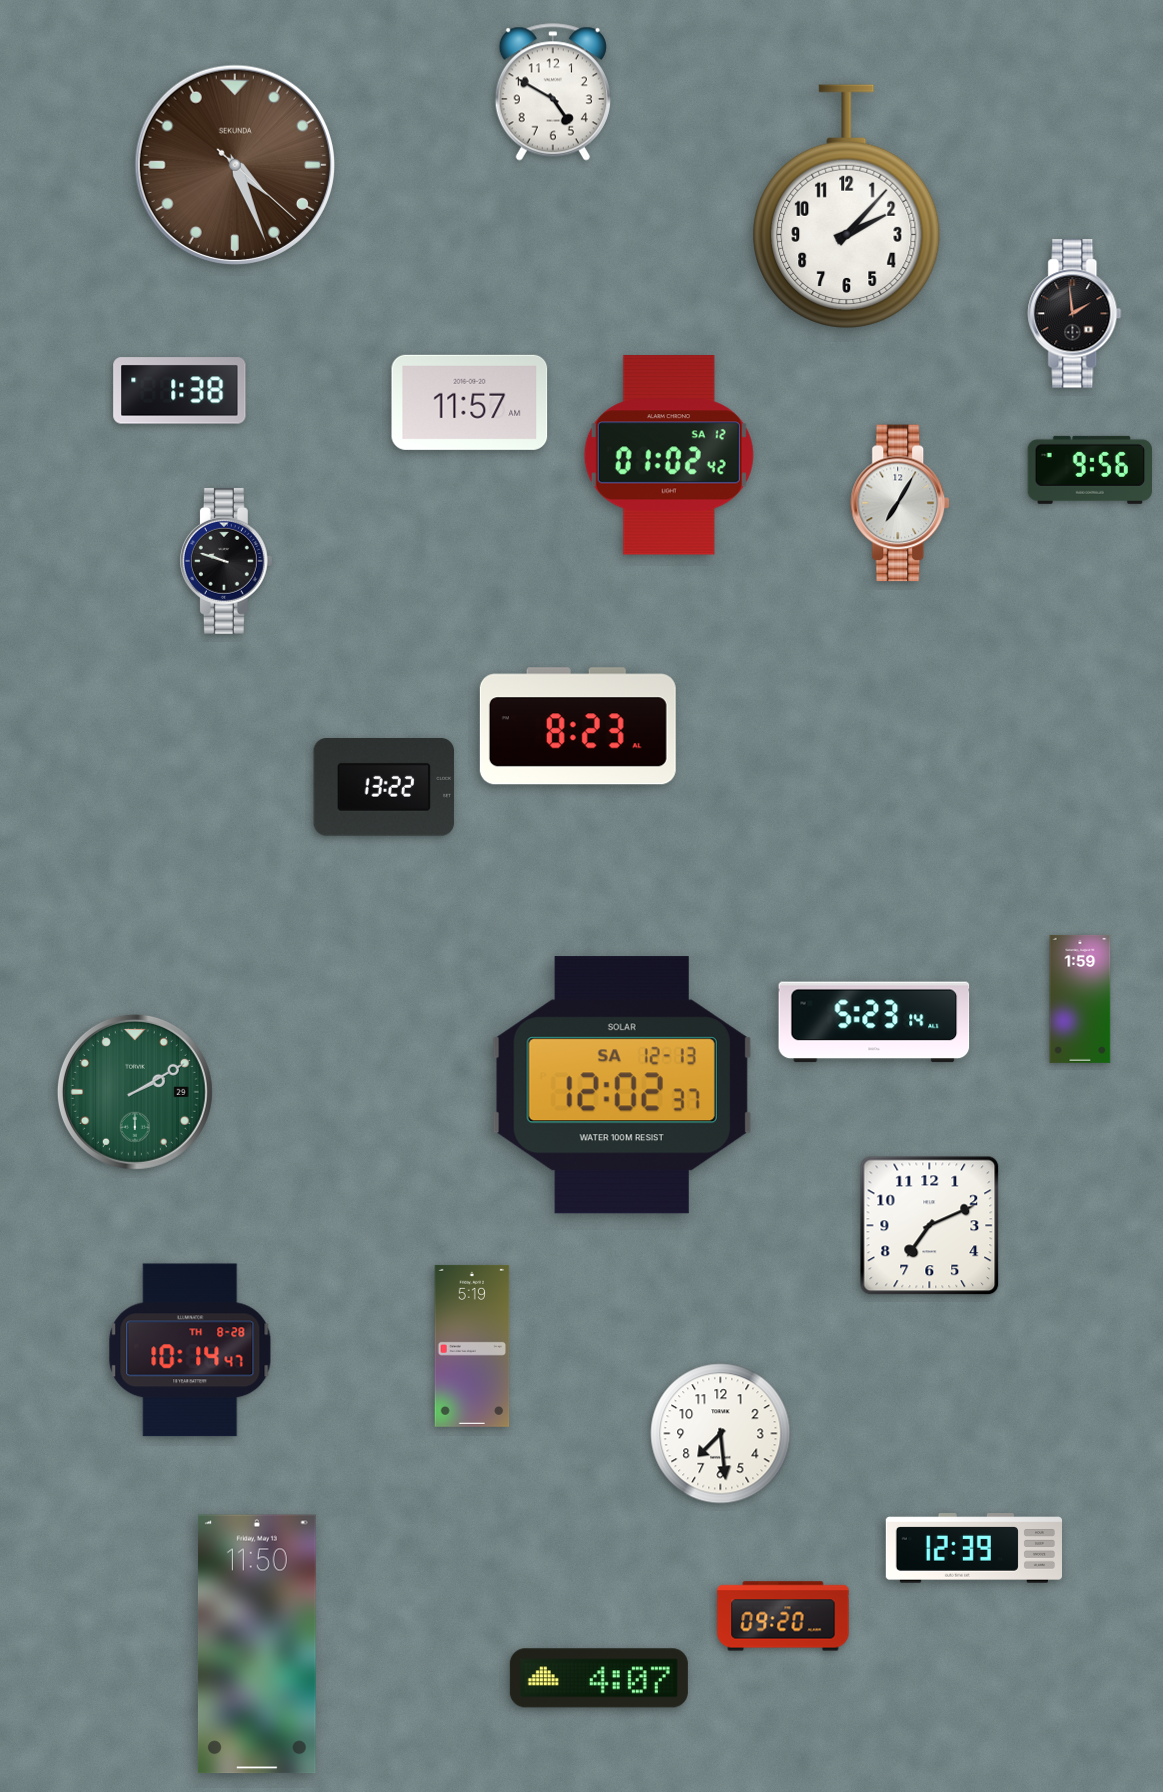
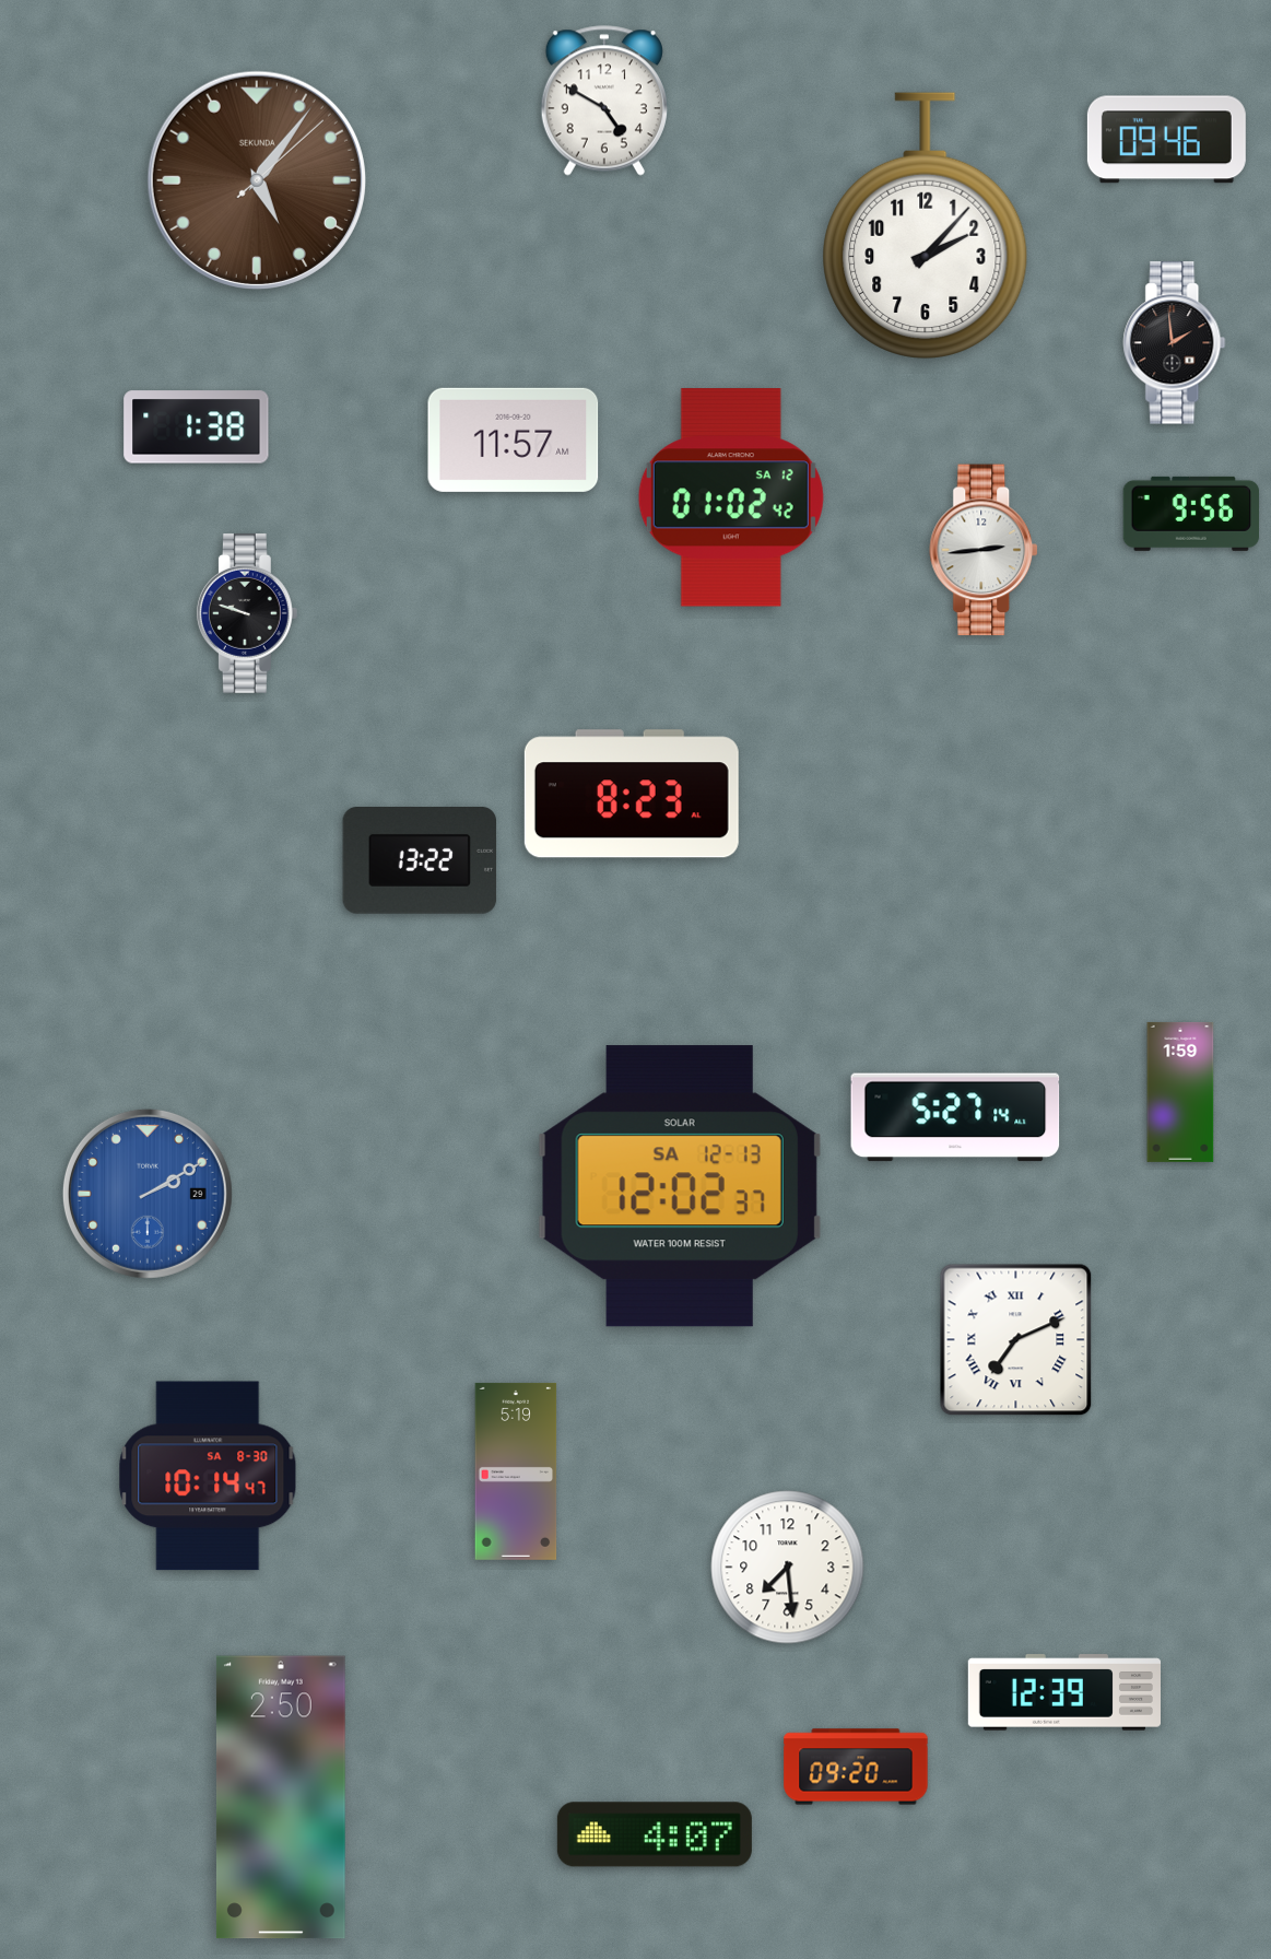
clock at (1166, 140): none -> 09:46
clock at (235, 165): 4:26 -> 5:06
clock at (901, 503): 7:05 -> 2:44
clock at (874, 1022): 5:23 -> 5:27
clock at (135, 1092) dial: green -> blue
clock at (930, 1226) numerals: Arabic -> Roman
clock at (190, 1350) date: TH 8-28 -> SA 8-30
clock at (257, 1644): 11:50 -> 2:50
